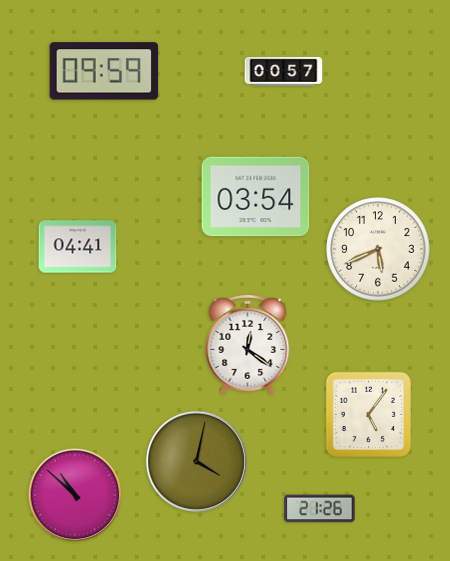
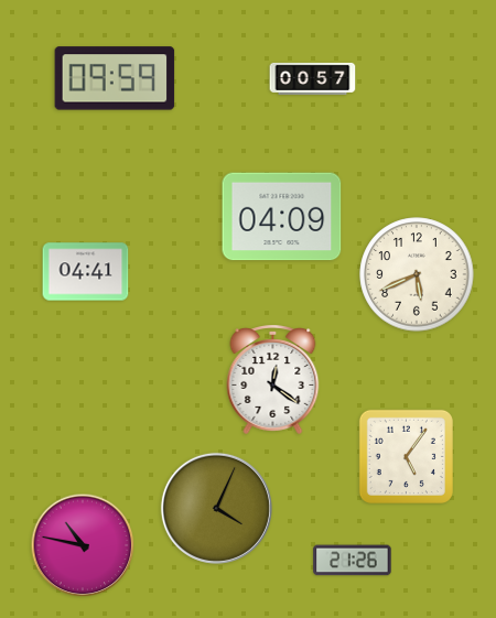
clock at (256, 197): 03:54 -> 04:09
clock at (196, 461): 4:02 -> 4:04
clock at (75, 495): 10:52 -> 10:47
